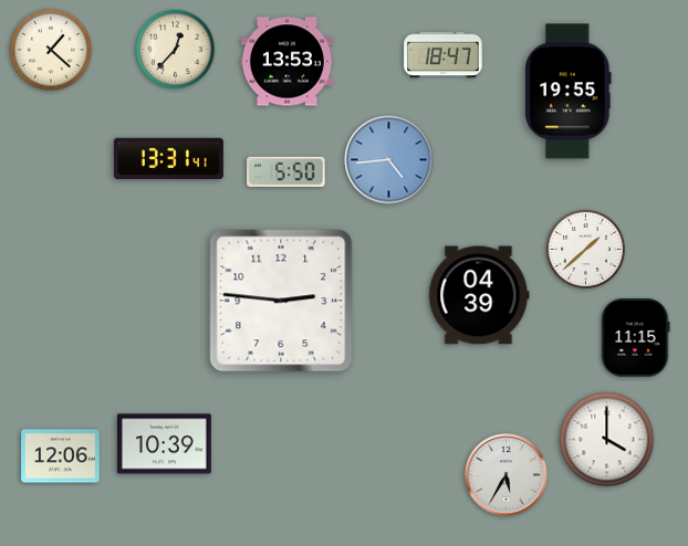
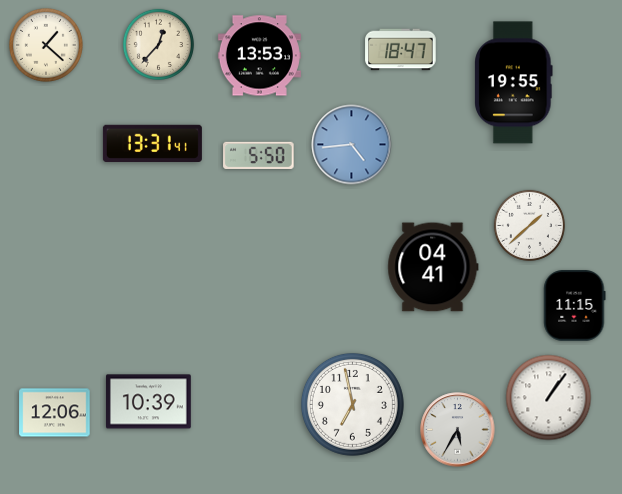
clock at (479, 295): 04:39 -> 04:41
clock at (281, 301): 2:46 -> none
clock at (607, 440): 4:00 -> 1:06
clock at (352, 404): none -> 6:58
